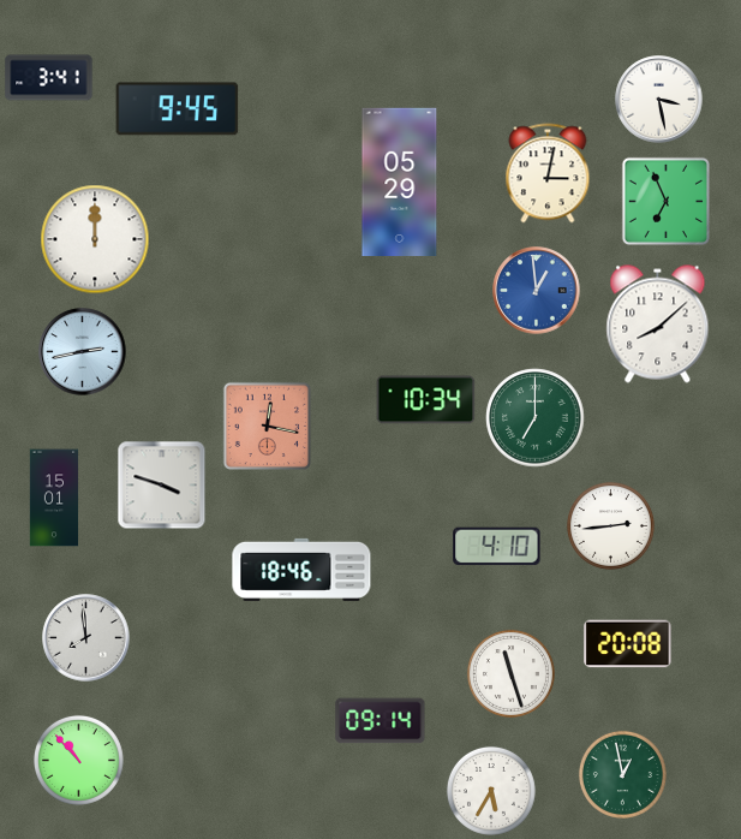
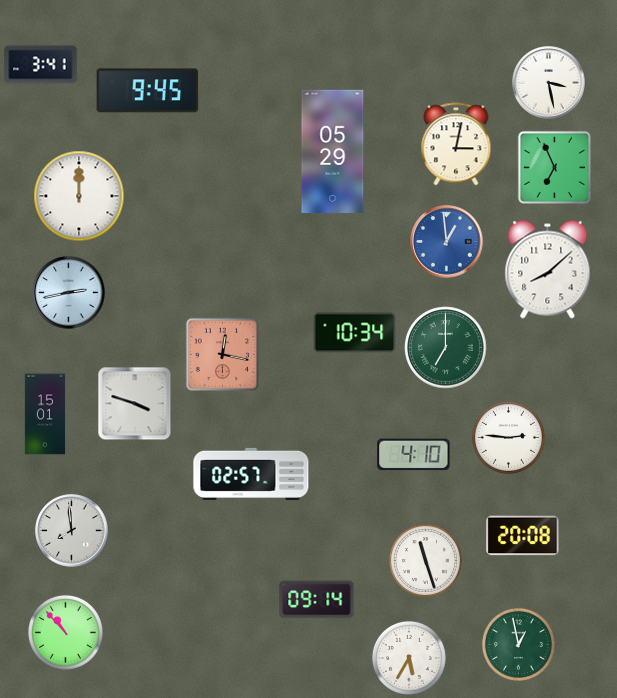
clock at (95, 239) position: (95, 239) -> (79, 196)
clock at (610, 525): 2:44 -> 2:46
clock at (301, 570): 18:46 -> 02:57
